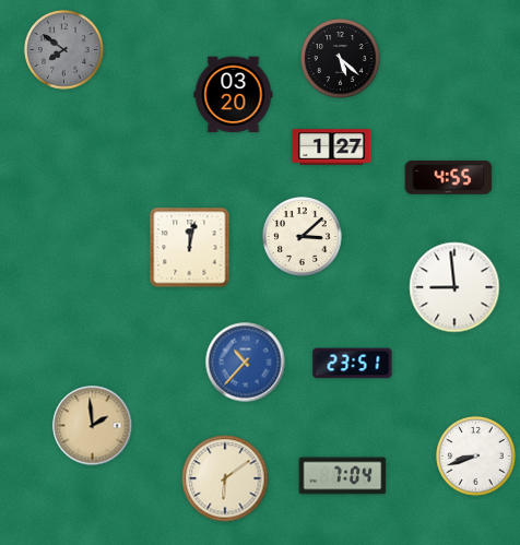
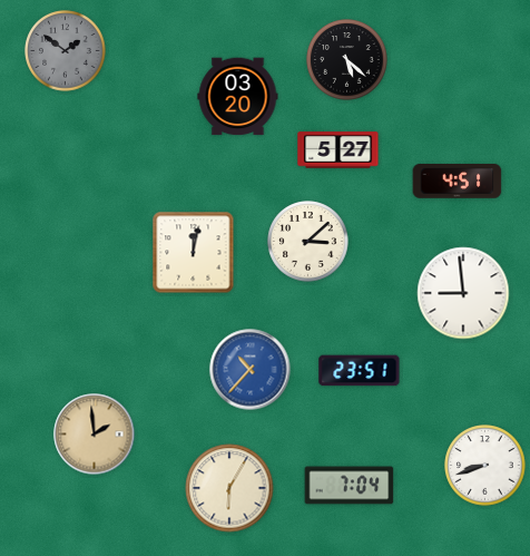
clock at (64, 50): 7:51 -> 1:51
clock at (332, 147): 1:27 -> 5:27
clock at (449, 178): 4:55 -> 4:51
clock at (225, 478): 6:09 -> 6:05
